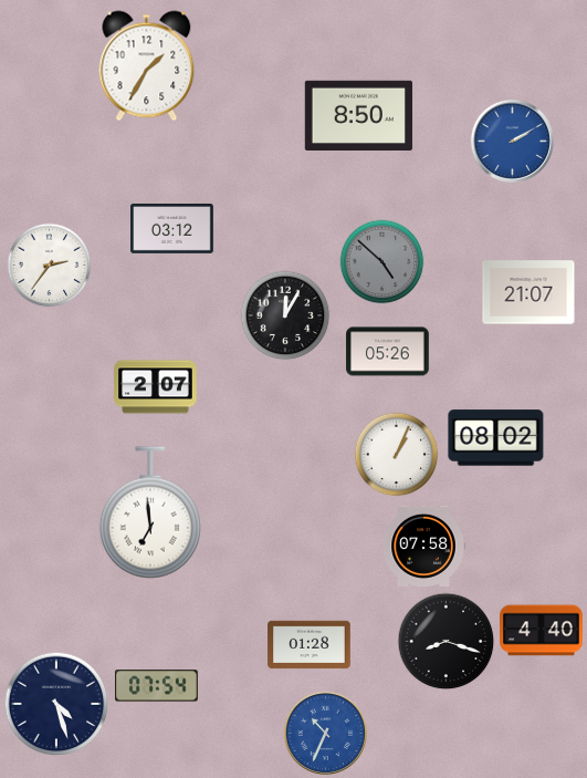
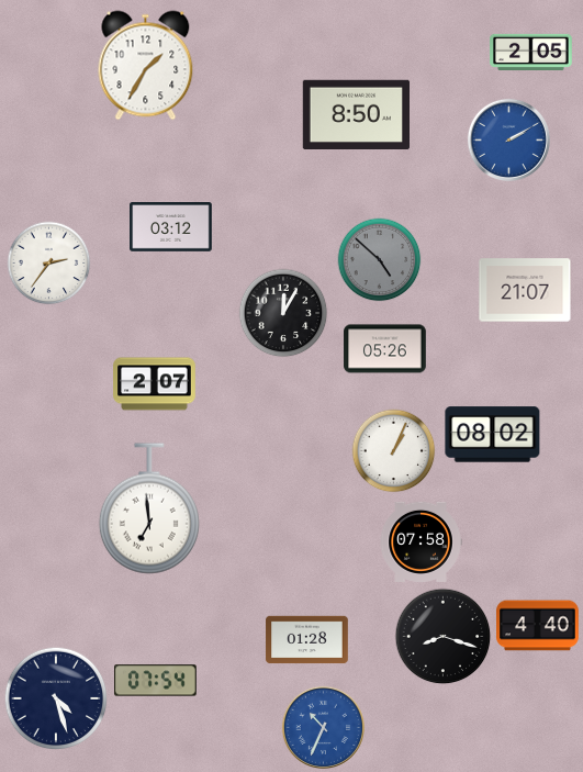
clock at (531, 52): none -> 2:05
